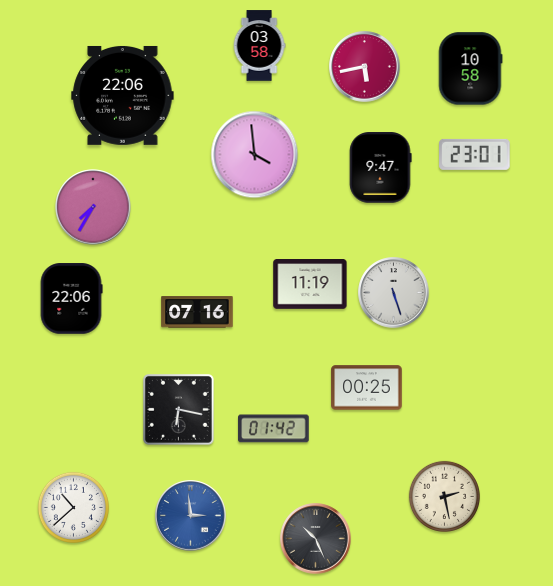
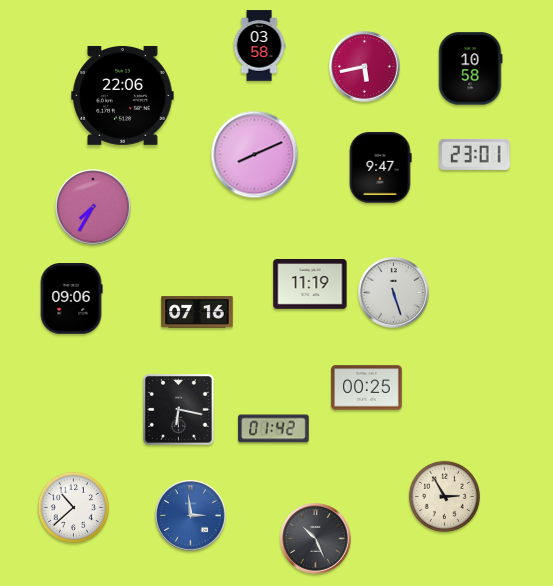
clock at (255, 155): 3:59 -> 8:11
clock at (71, 299): 22:06 -> 09:06
clock at (444, 496): 2:28 -> 2:55
